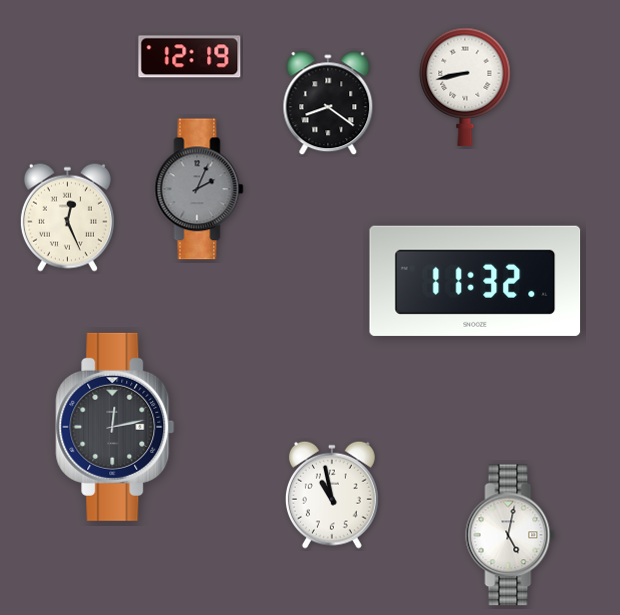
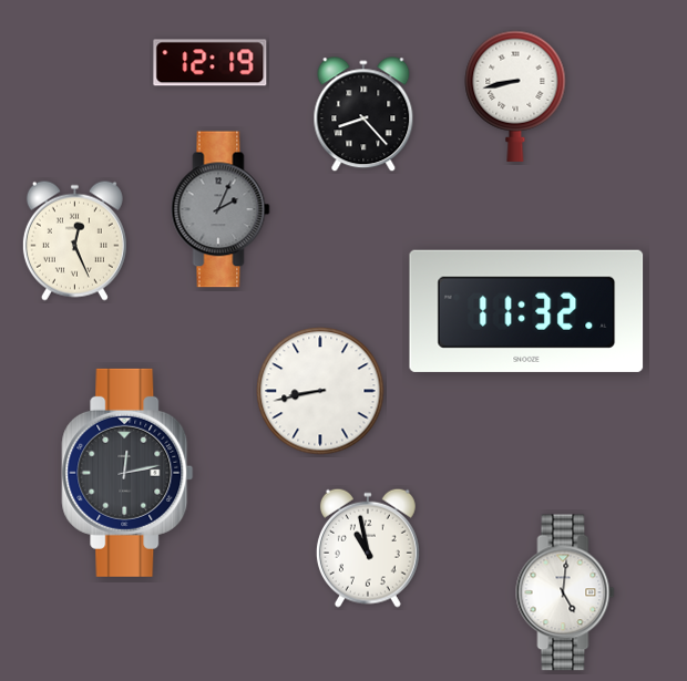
clock at (328, 104): 8:21 -> 8:23
clock at (320, 391): none -> 8:43
clock at (510, 535): 5:02 -> 5:01
